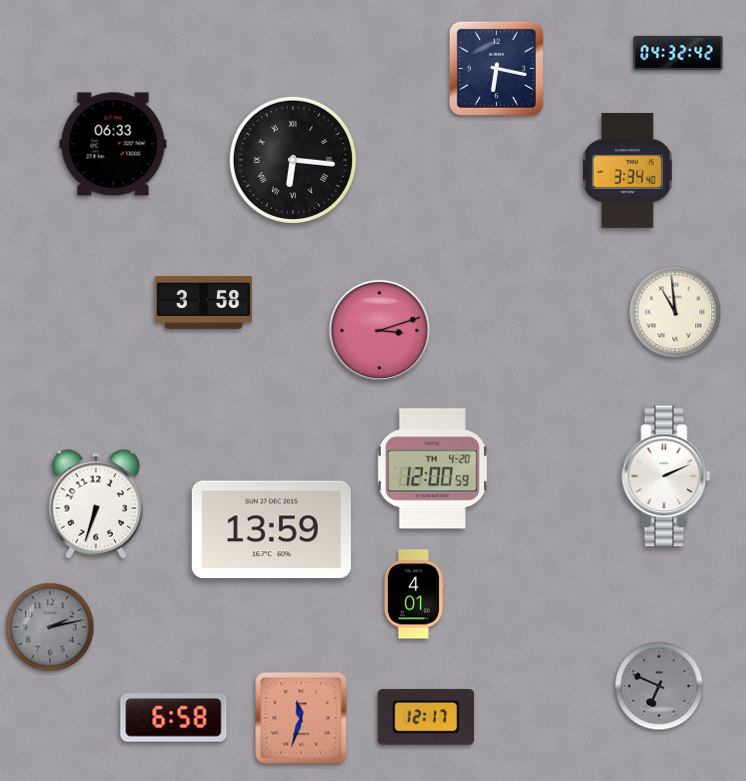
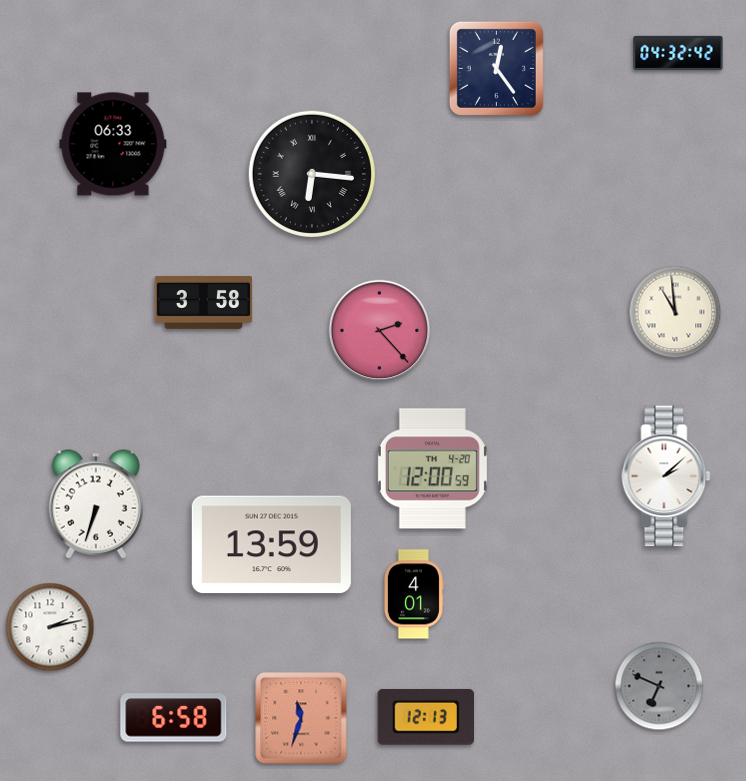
clock at (496, 68): 6:17 -> 12:24
clock at (292, 159) position: (292, 159) -> (311, 173)
clock at (627, 170): 3:34 -> none
clock at (380, 331): 3:12 -> 2:23
clock at (666, 476): 2:11 -> 2:08
clock at (271, 530) position: (271, 530) -> (271, 545)
clock at (50, 627) dial: grey -> white
clock at (425, 717): 12:17 -> 12:13
